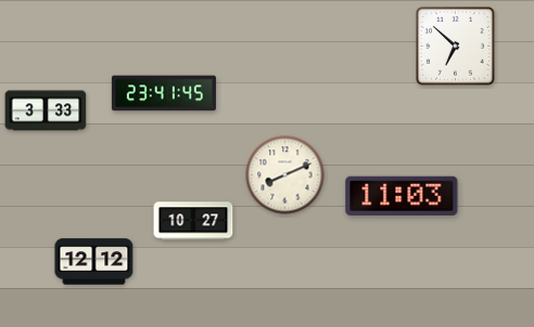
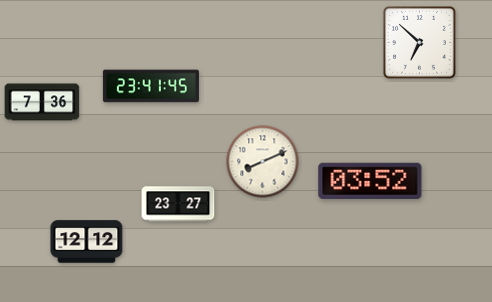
clock at (46, 110): 3:33 -> 7:36
clock at (402, 196): 11:03 -> 03:52
clock at (193, 221): 10:27 -> 23:27
